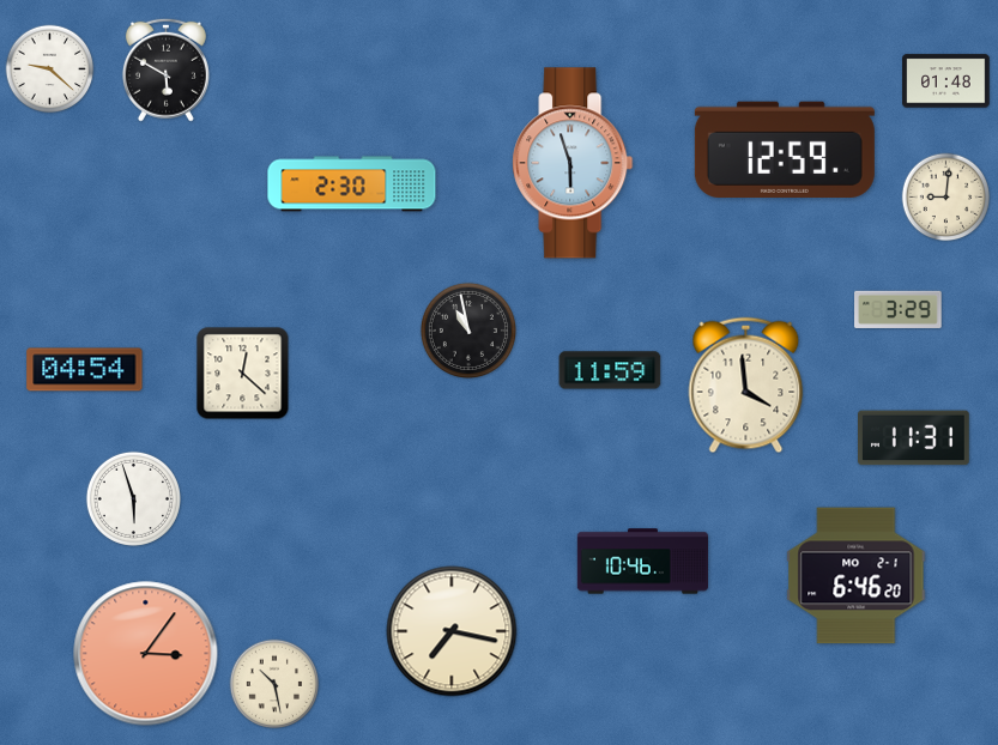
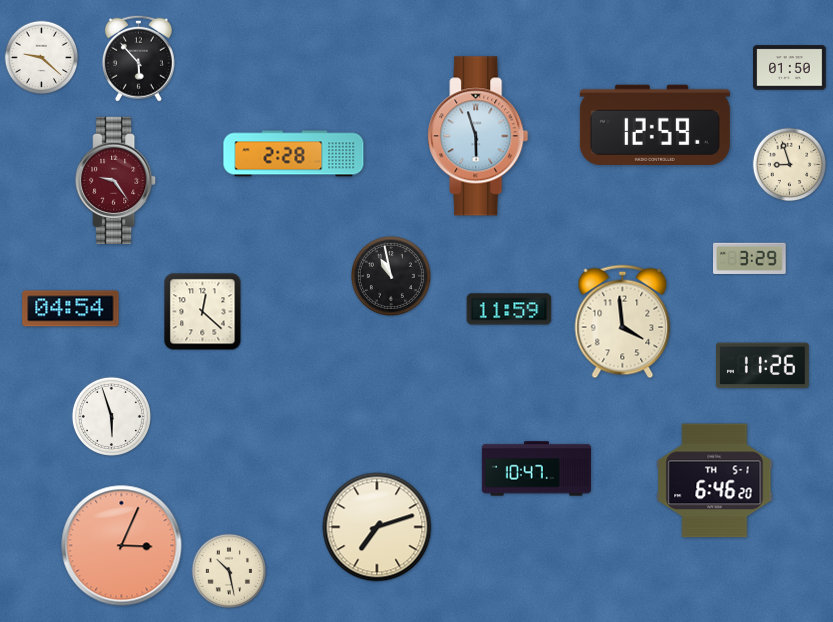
clock at (165, 69): 5:50 -> 5:53
clock at (946, 81): 01:48 -> 01:50
clock at (352, 184): 2:30 -> 2:28
clock at (946, 198): 9:01 -> 8:57
clock at (116, 181): none -> 9:24
clock at (914, 438): 11:31 -> 11:26
clock at (642, 562): 10:46 -> 10:47
clock at (857, 576) date: MO 2-1 -> TH 5-1
clock at (452, 631): 7:17 -> 7:12
clock at (146, 654): 3:06 -> 3:04
